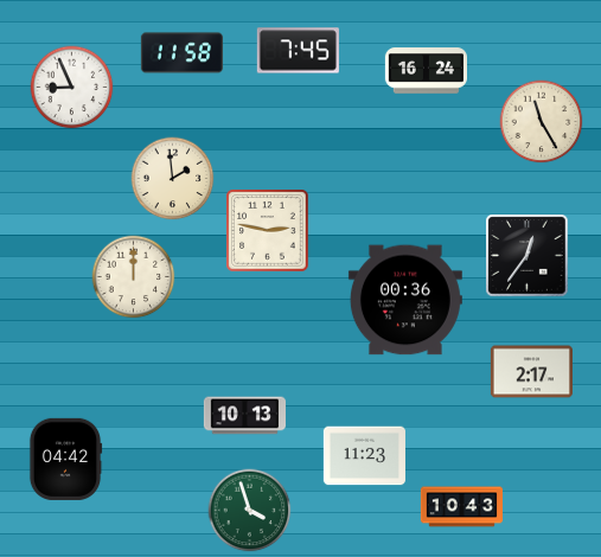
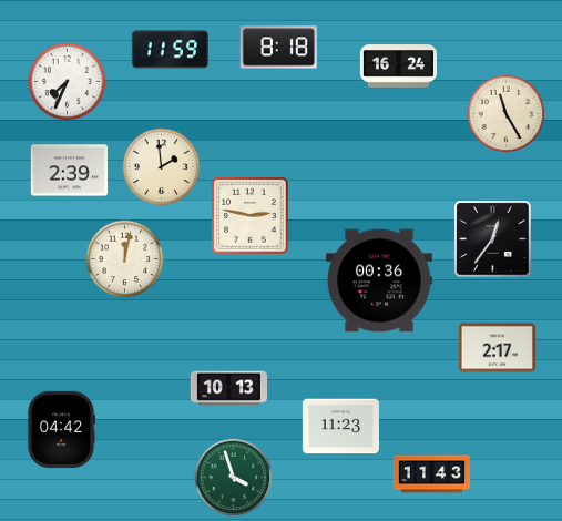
clock at (298, 51): 7:45 -> 8:18
clock at (181, 53): 11:58 -> 11:59
clock at (72, 88): 8:56 -> 7:34
clock at (69, 171): none -> 2:39
clock at (134, 277): 12:00 -> 12:02
clock at (461, 507): 10:43 -> 11:43
